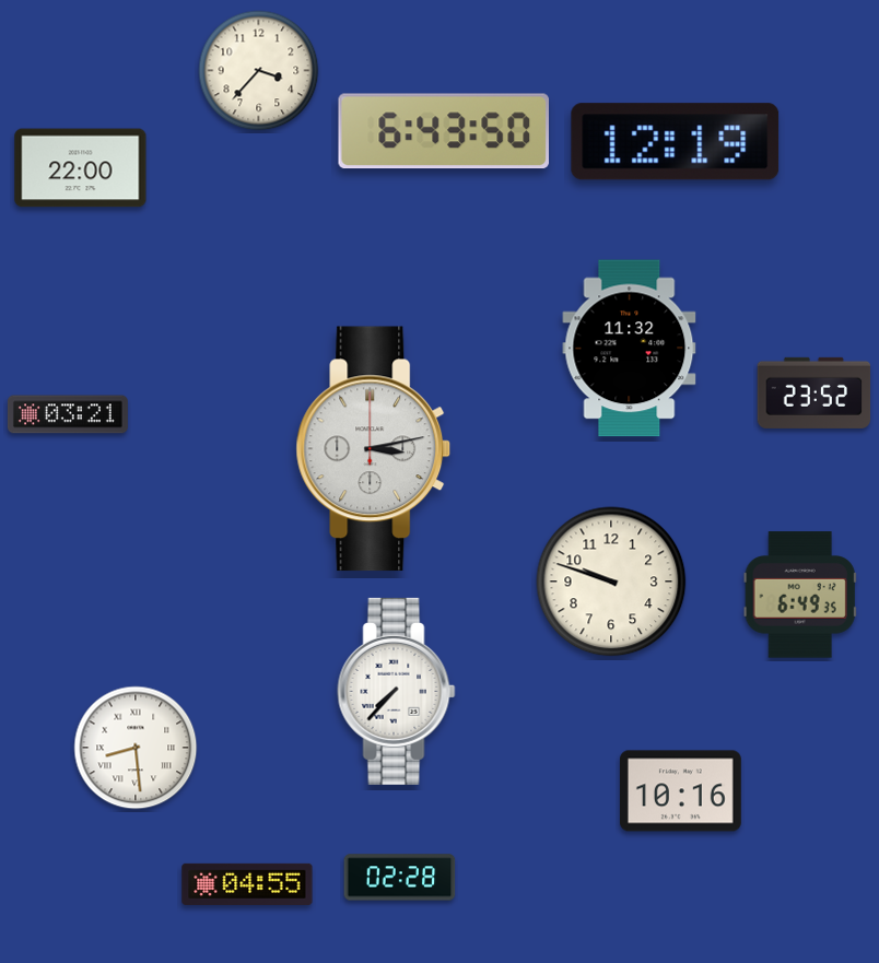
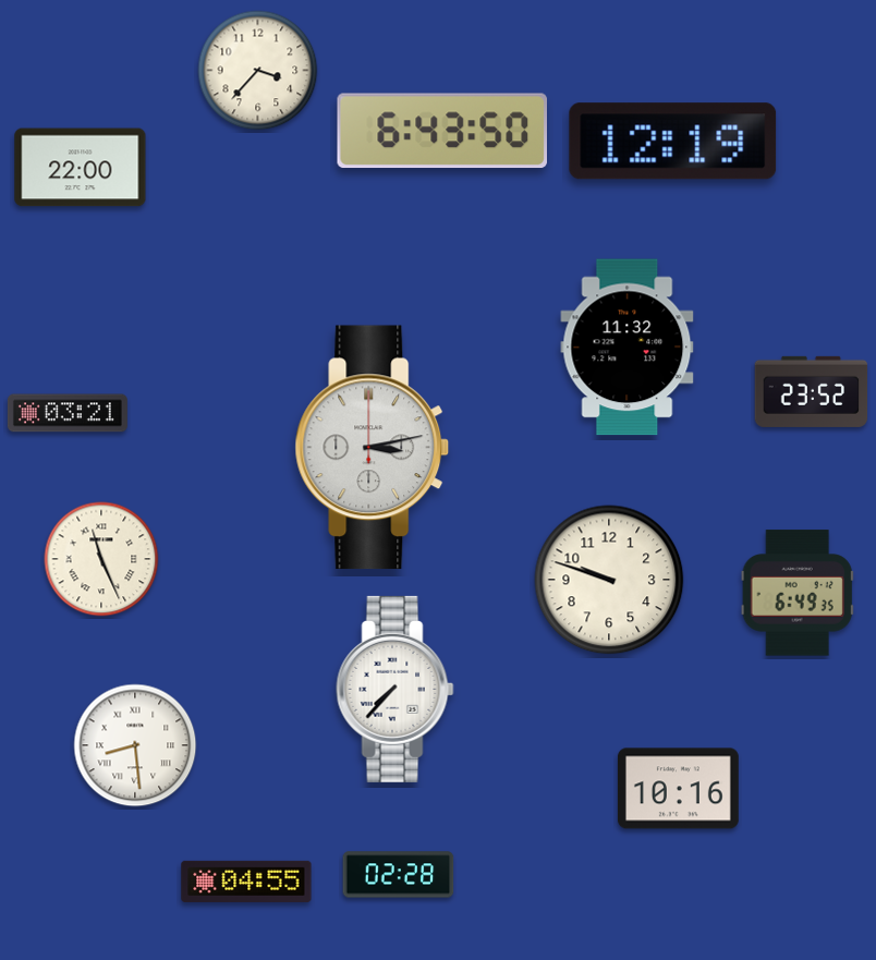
clock at (101, 559): none -> 11:26
